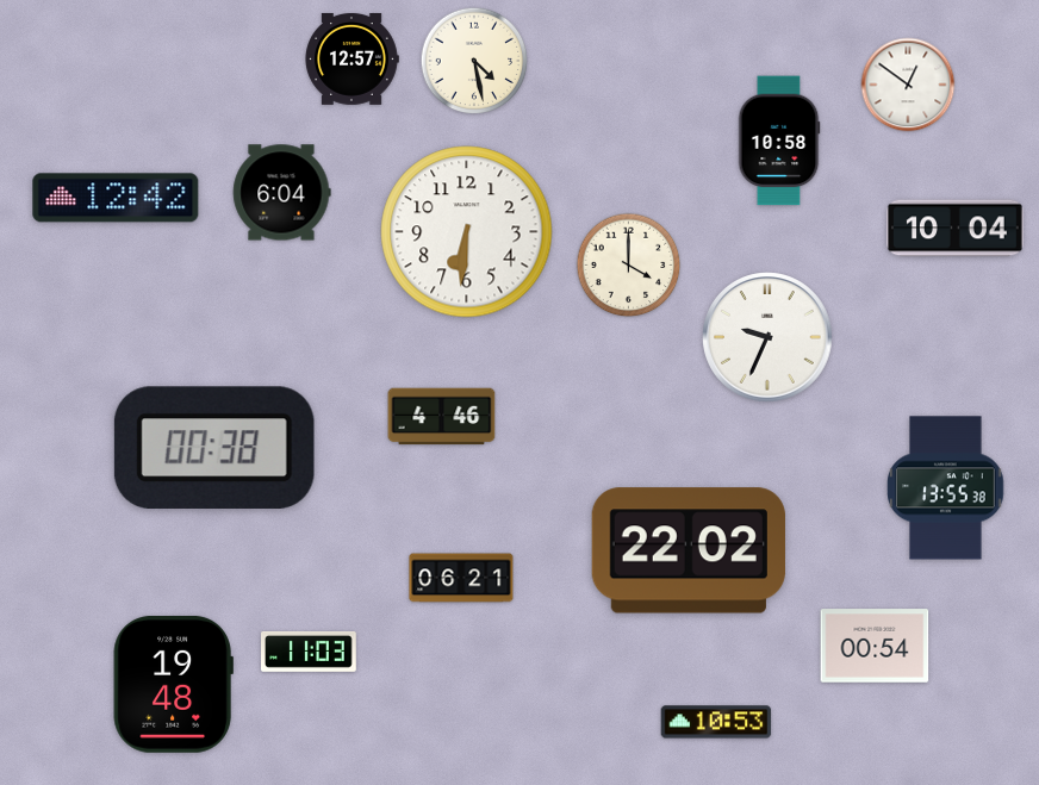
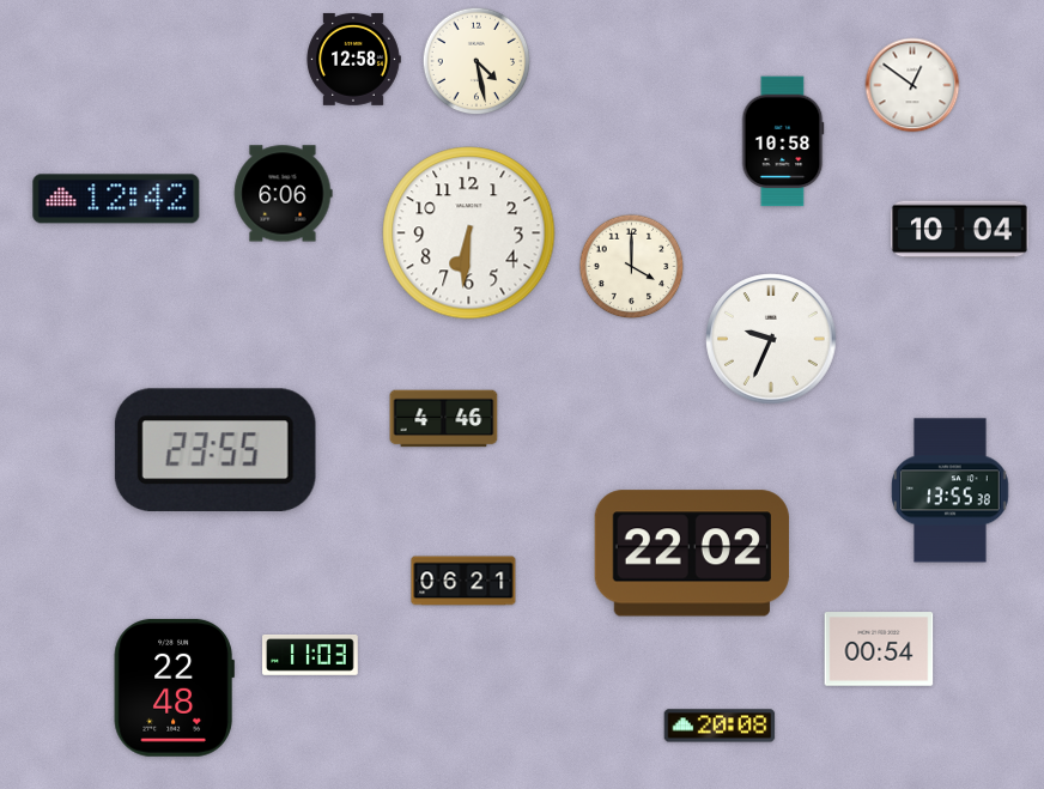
clock at (351, 58): 12:57 -> 12:58
clock at (281, 193): 6:04 -> 6:06
clock at (214, 448): 00:38 -> 23:55
clock at (173, 684): 19:48 -> 22:48
clock at (716, 722): 10:53 -> 20:08
